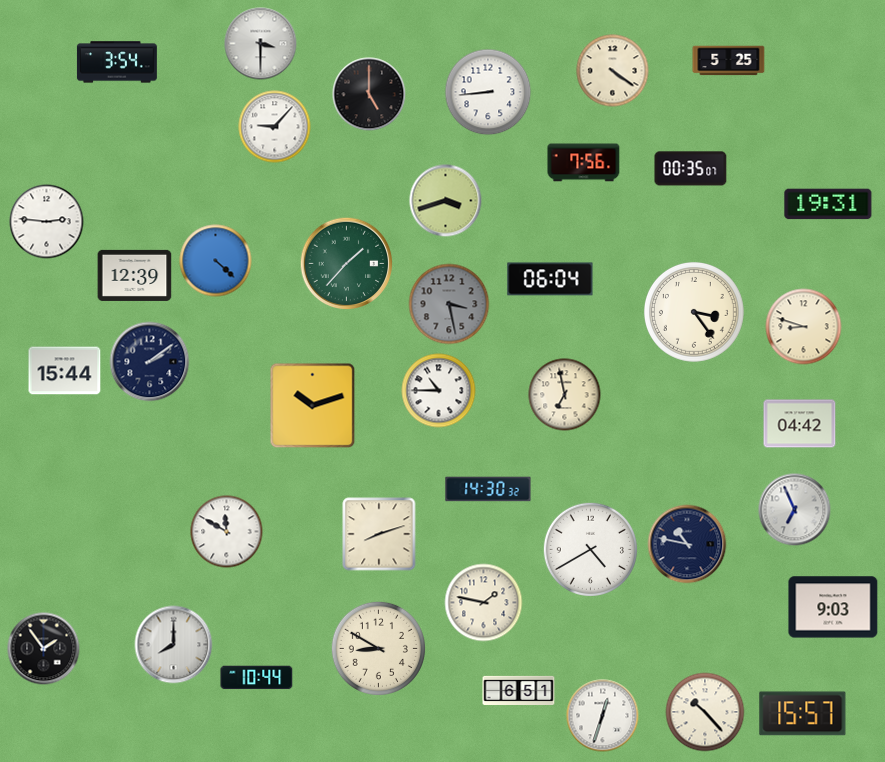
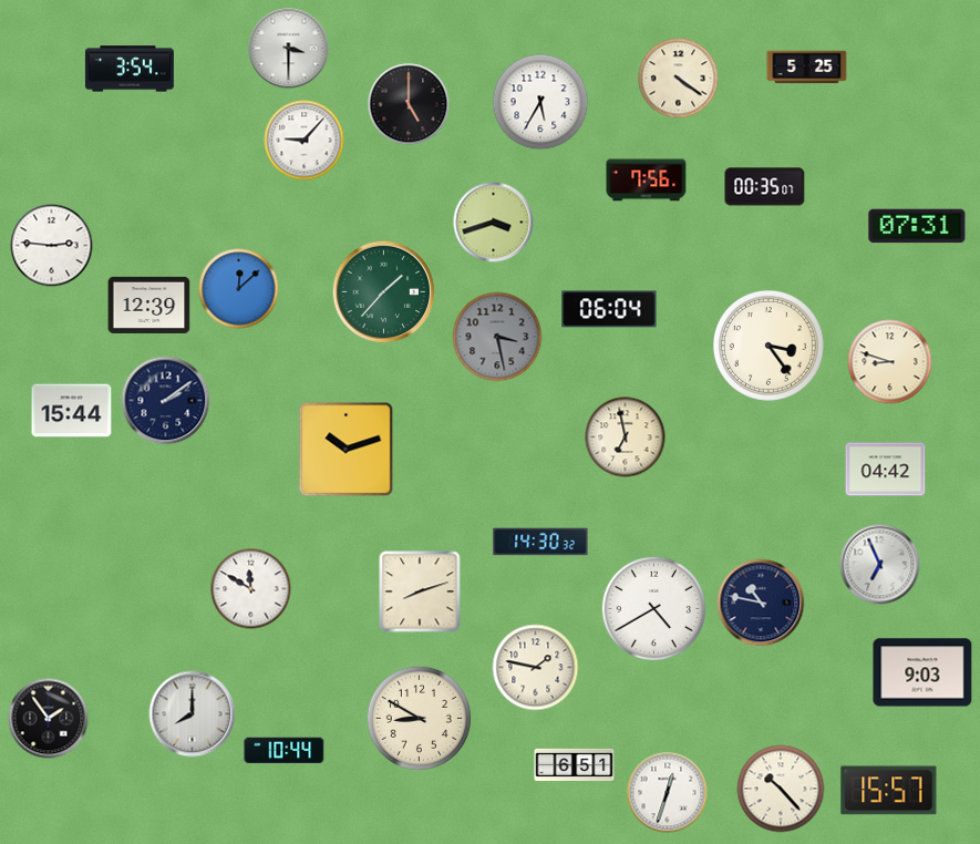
clock at (488, 92): 8:44 -> 5:35
clock at (828, 204): 19:31 -> 07:31
clock at (216, 261): 4:22 -> 12:08
clock at (439, 391): 10:45 -> none
